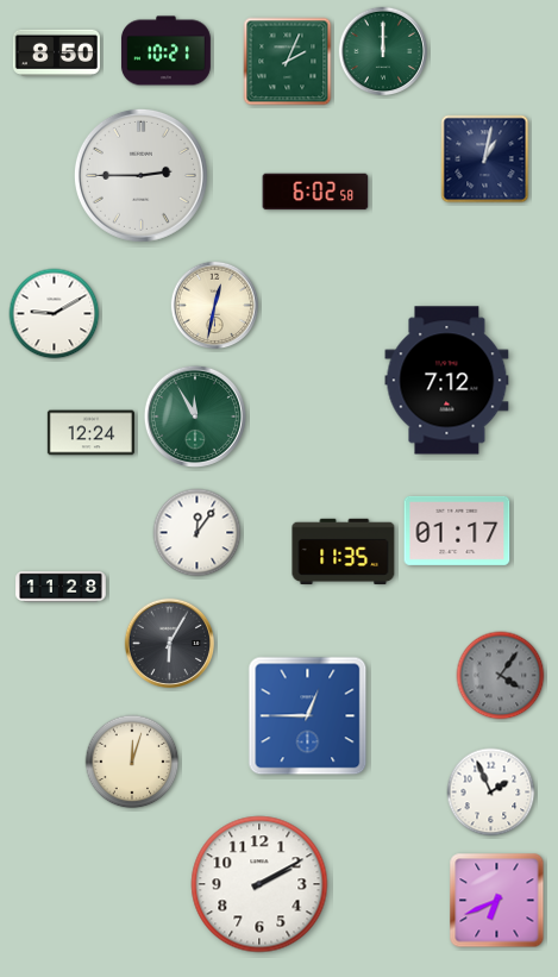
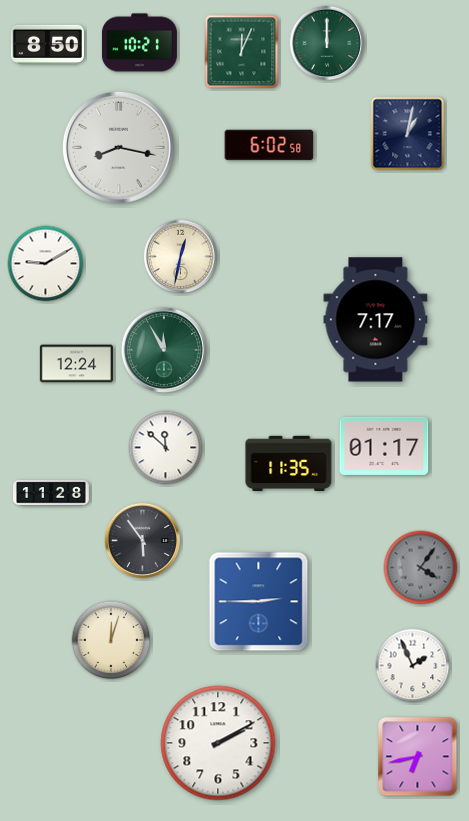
clock at (383, 51) position: (383, 51) -> (327, 43)
clock at (288, 62): 2:04 -> 12:04
clock at (140, 175): 2:45 -> 8:17
clock at (315, 192) position: (315, 192) -> (269, 145)
clock at (447, 381): 7:12 -> 7:17
clock at (198, 533): 12:06 -> 11:52
clock at (170, 644): 6:05 -> 5:54
clock at (308, 716): 12:45 -> 2:45
clock at (497, 901): 6:41 -> 6:43
